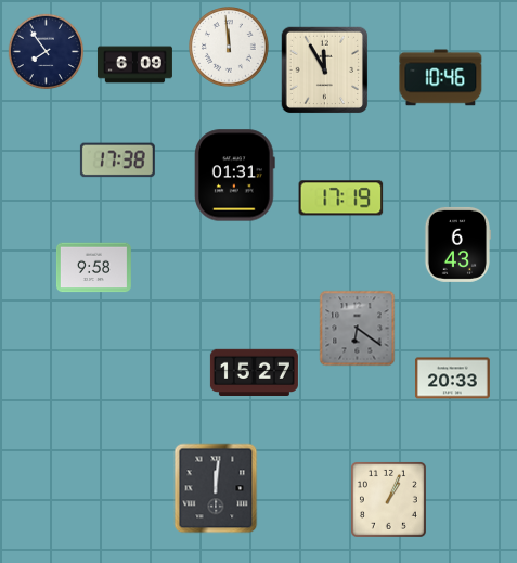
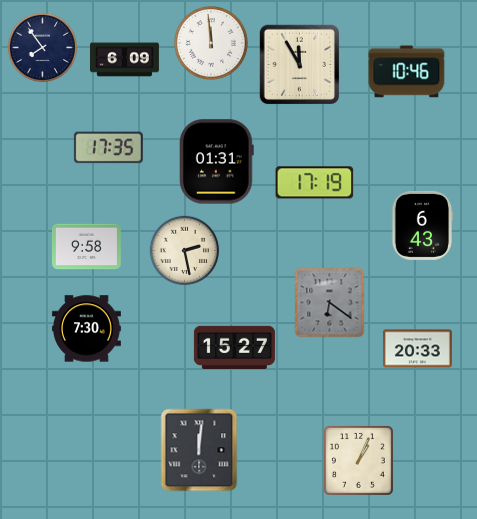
clock at (117, 161): 17:38 -> 17:35
clock at (185, 251): none -> 2:28
clock at (86, 329): none -> 7:30
clock at (254, 372) position: (254, 372) -> (234, 347)
